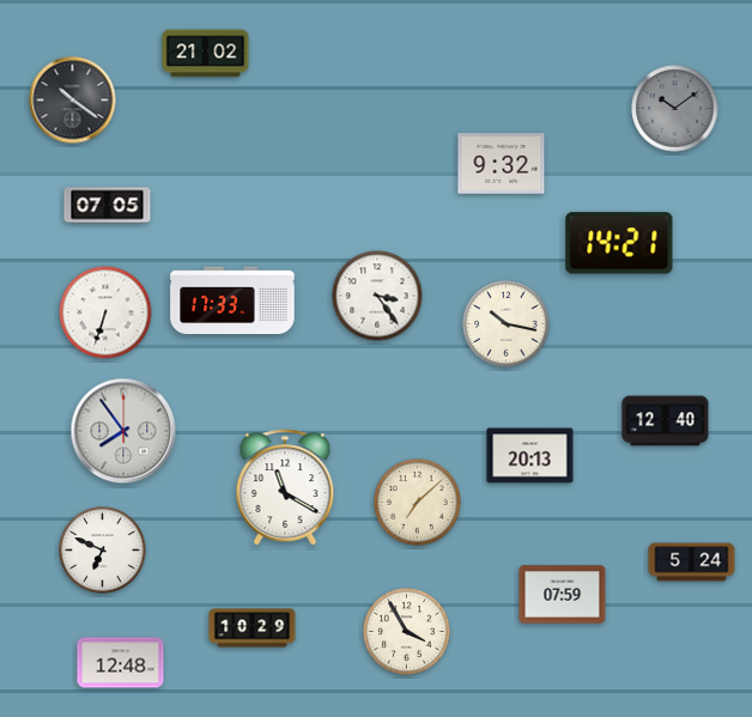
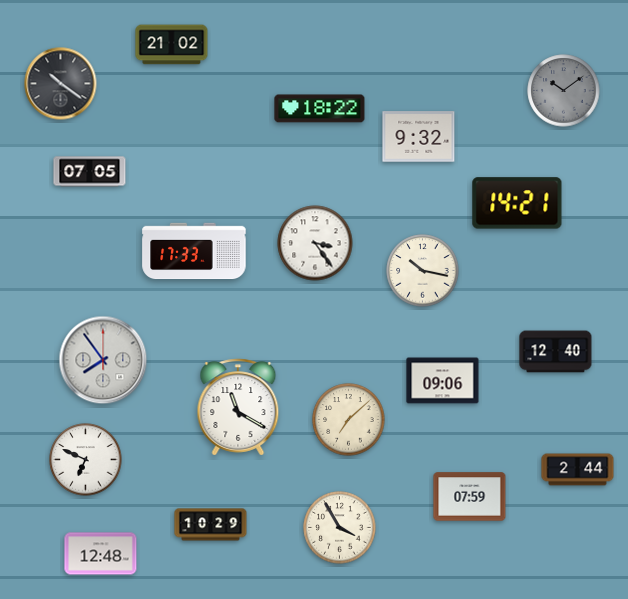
clock at (320, 109): none -> 18:22
clock at (377, 296) position: (377, 296) -> (315, 243)
clock at (105, 312): 6:33 -> none
clock at (530, 456): 20:13 -> 09:06
clock at (692, 563): 5:24 -> 2:44
